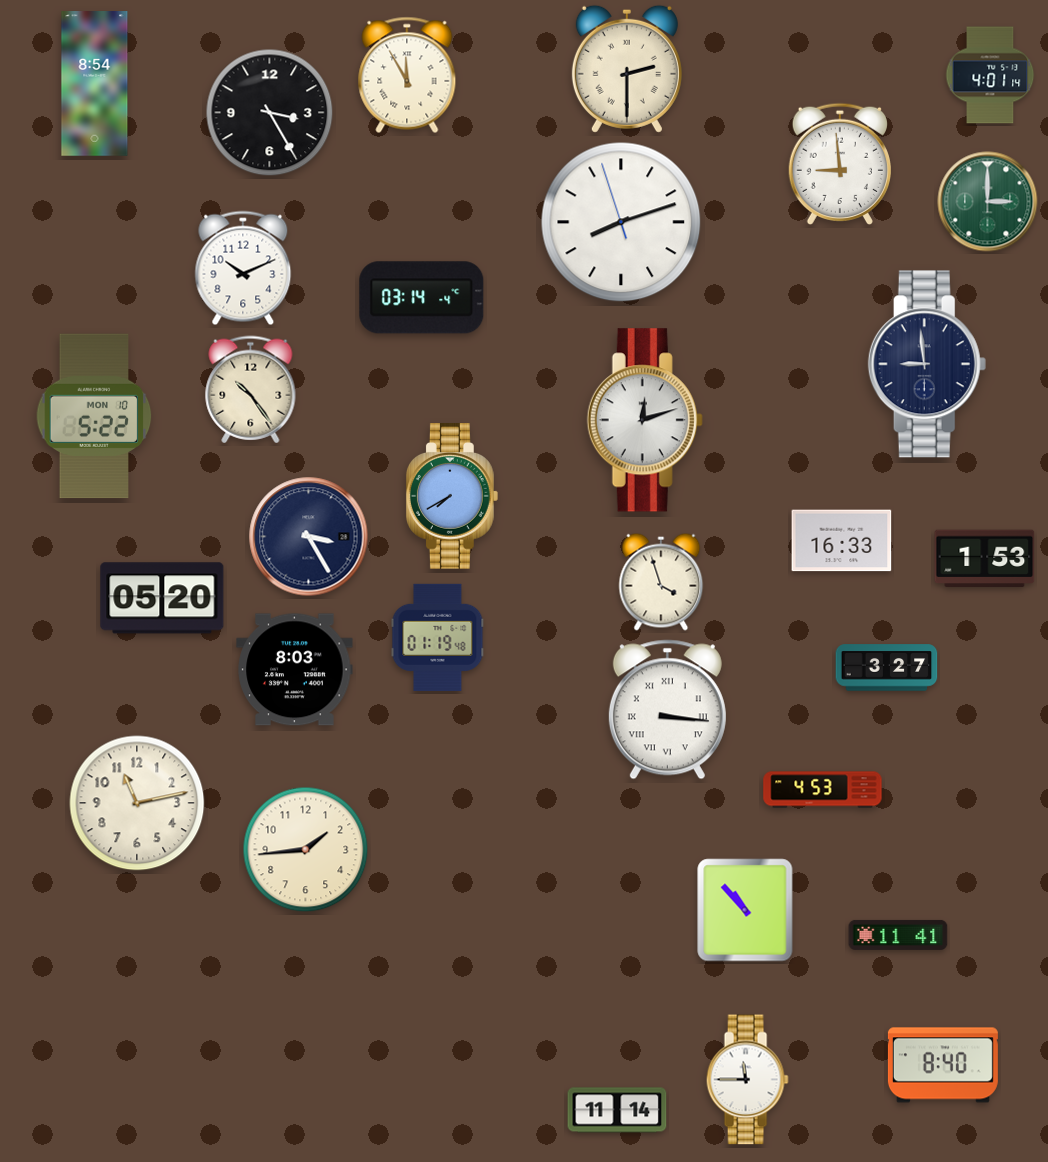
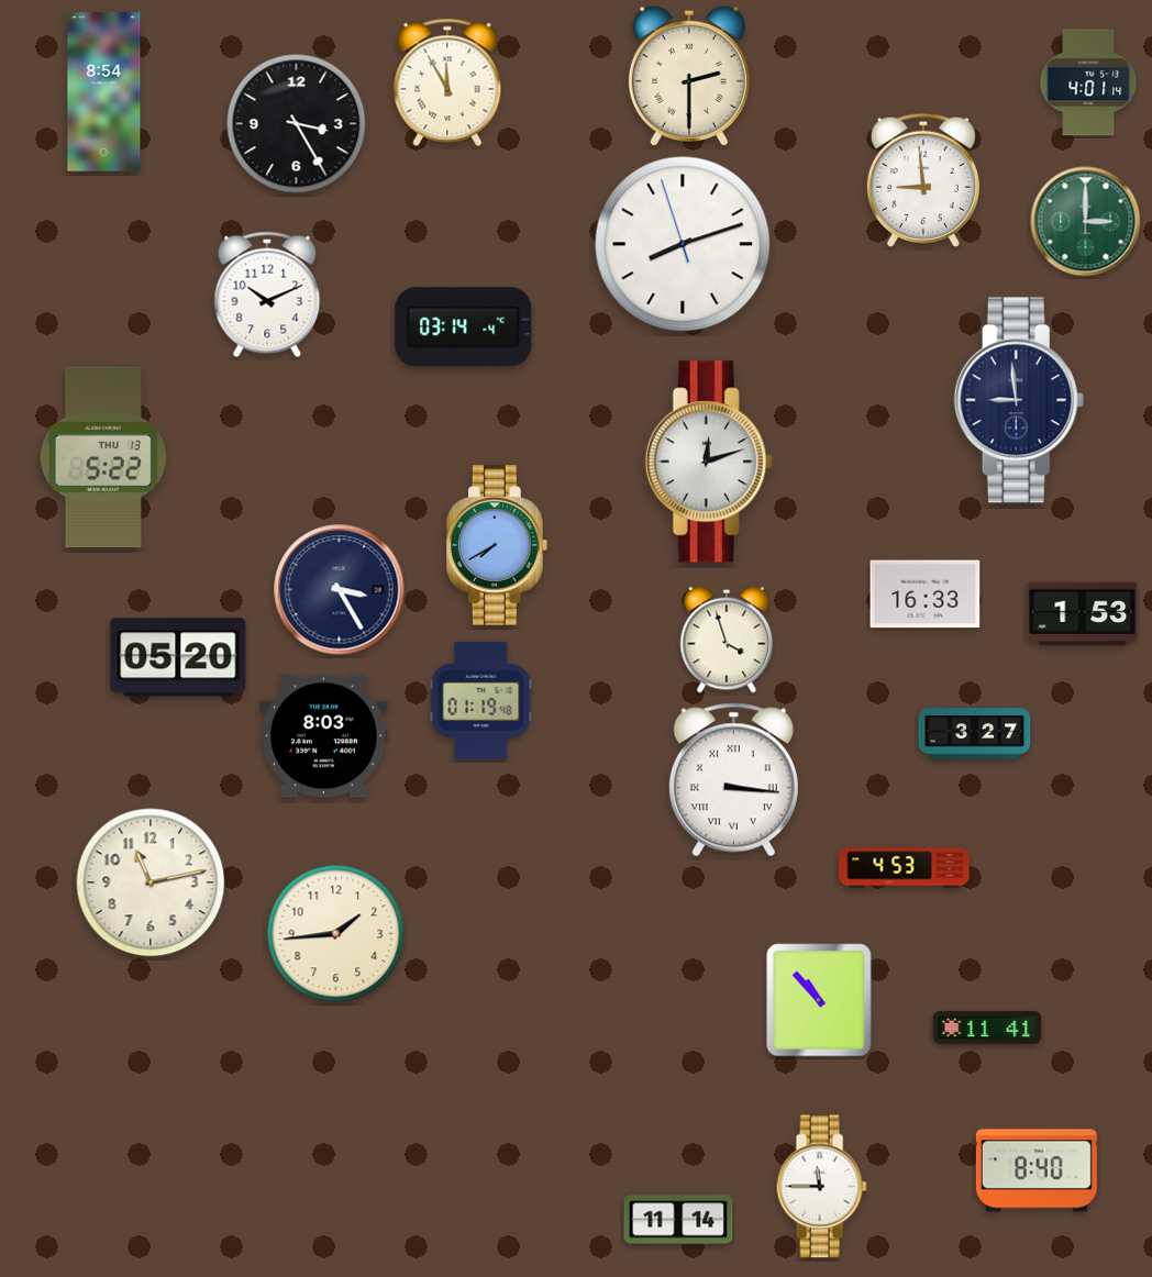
clock at (251, 390): 10:24 -> none
clock at (94, 416) date: MON 10 -> THU 13
